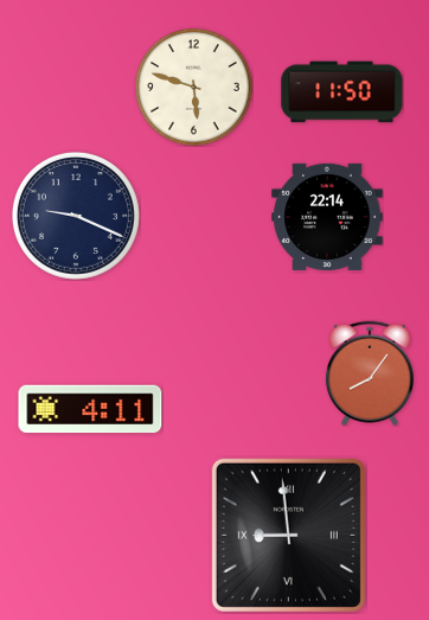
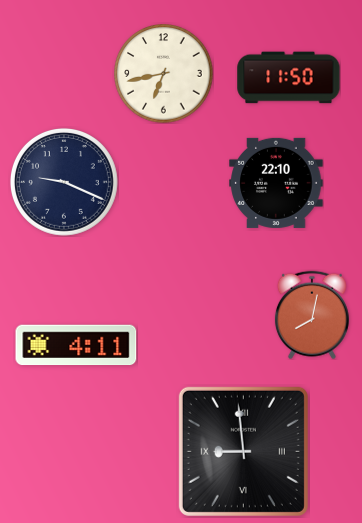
clock at (194, 88): 5:48 -> 6:43
clock at (327, 217): 22:14 -> 22:10
clock at (370, 373): 8:06 -> 8:02
